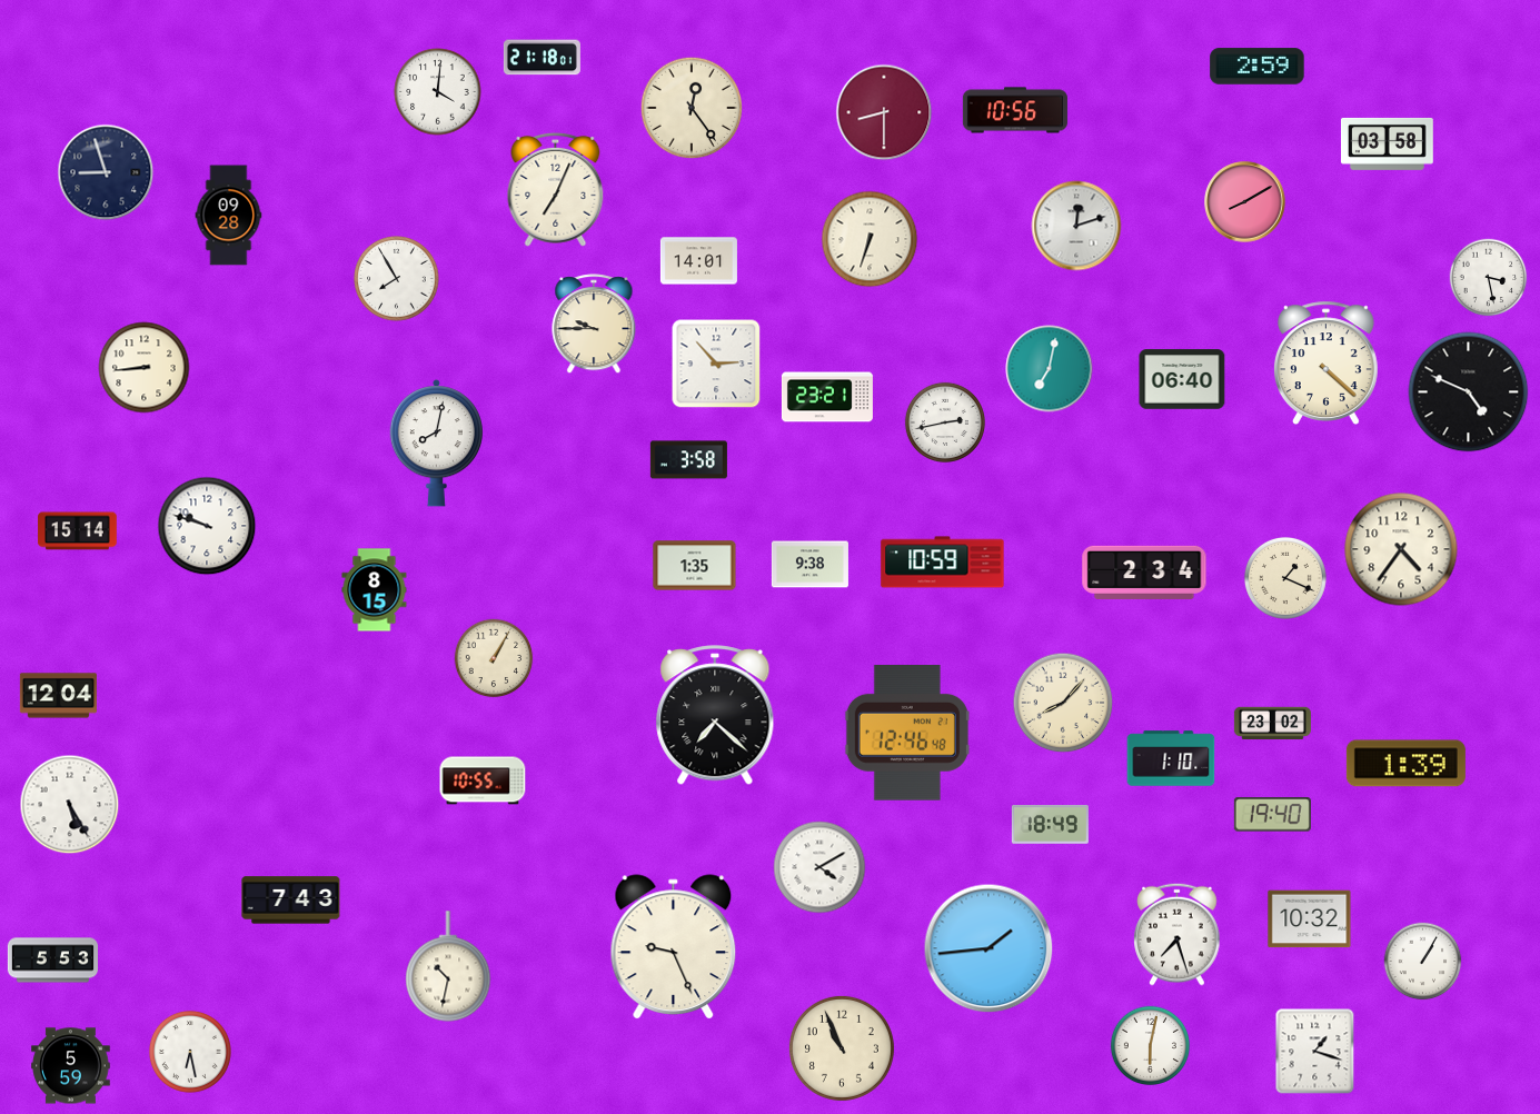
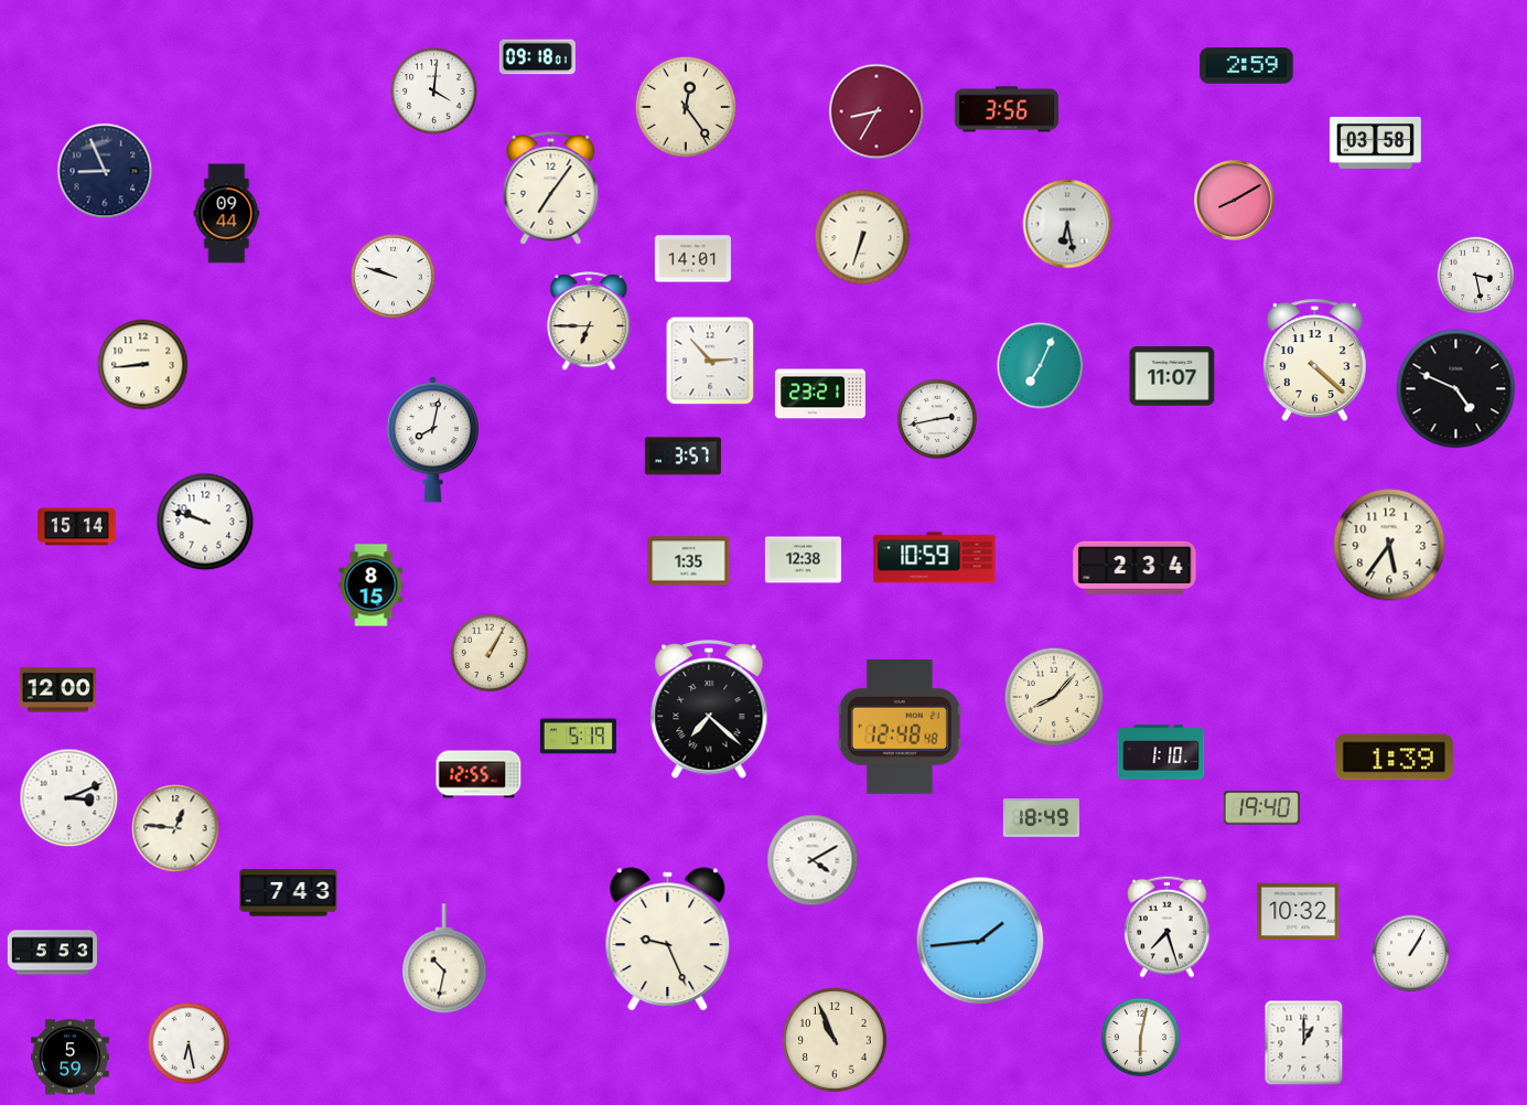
clock at (542, 58): 21:18 -> 09:18
clock at (1015, 110): 10:56 -> 3:56
clock at (884, 112): 8:30 -> 8:35
clock at (106, 172): 8:57 -> 8:56
clock at (556, 189): 7:04 -> 7:06
clock at (229, 216): 09:28 -> 09:44
clock at (1076, 226): 12:12 -> 6:28
clock at (397, 279): 7:55 -> 9:48
clock at (594, 325): 9:45 -> 6:45
clock at (1050, 369): 7:02 -> 7:04
clock at (1182, 379): 06:40 -> 11:07
clock at (688, 460): 3:58 -> 3:57
clock at (1401, 549): 4:36 -> 5:36
clock at (809, 565): 9:38 -> 12:38
clock at (1285, 578): 1:19 -> none
clock at (58, 696): 12:04 -> 12:00
clock at (1272, 724): 23:02 -> none
clock at (907, 734): 12:46 -> 12:48
clock at (578, 737): none -> 5:19
clock at (483, 780): 10:55 -> 12:55
clock at (70, 805): 5:25 -> 3:11
clock at (175, 828): none -> 12:46
clock at (1315, 1052): 1:18 -> 1:00
